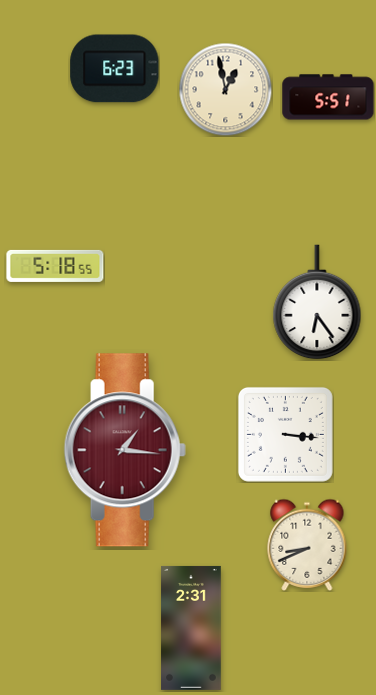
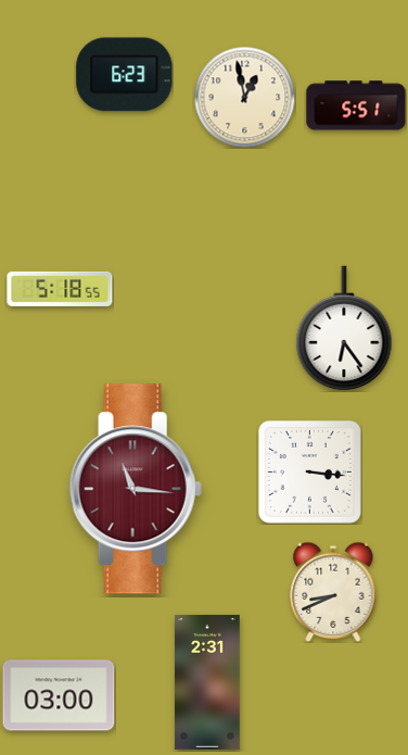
clock at (125, 450): 1:16 -> 11:16
clock at (59, 695): none -> 03:00
